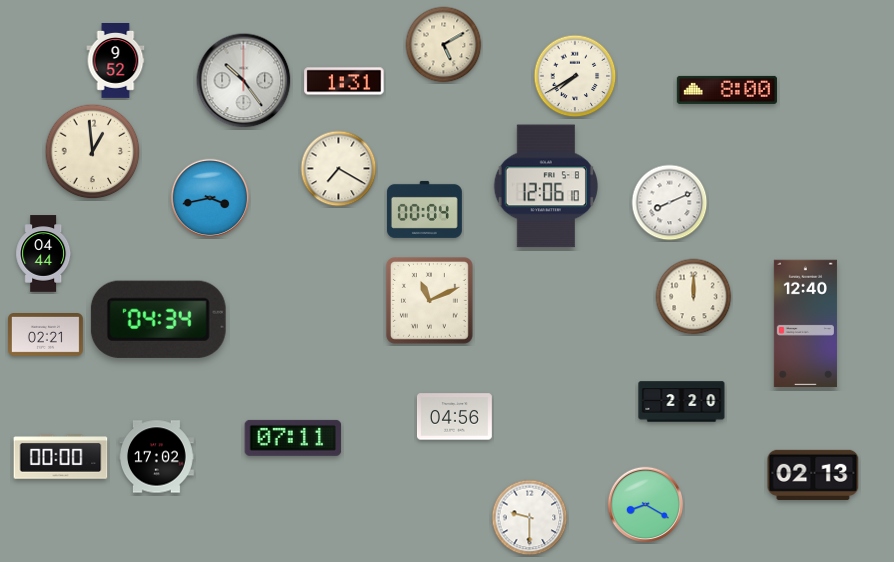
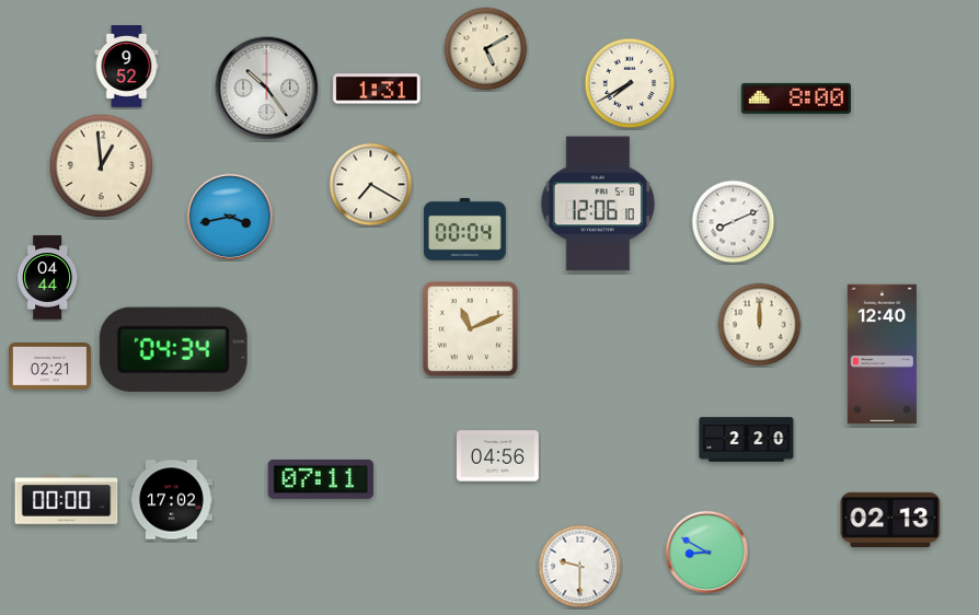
clock at (646, 505): 8:20 -> 8:50
